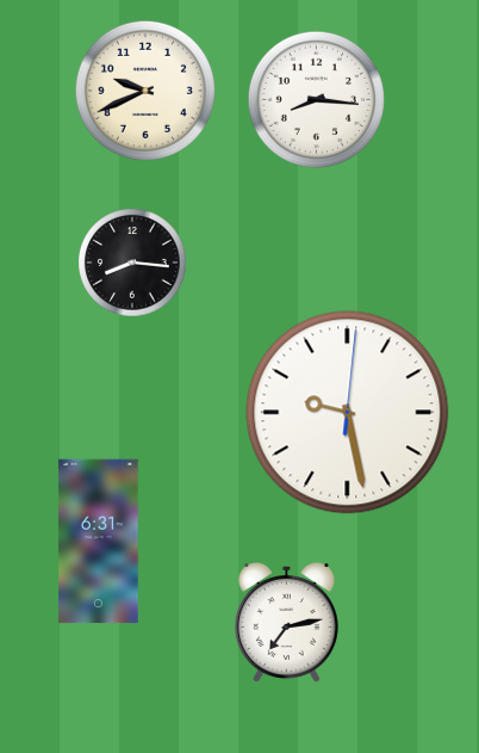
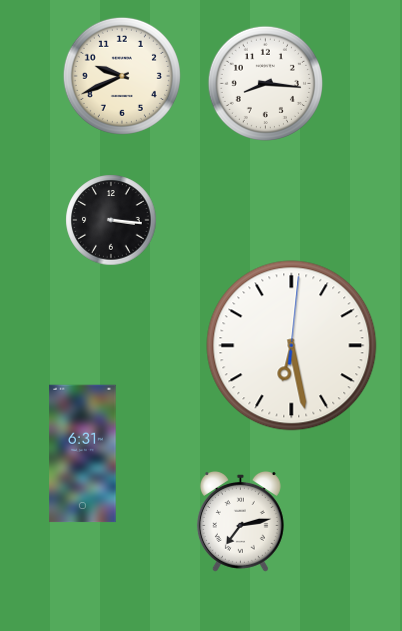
clock at (132, 263): 8:16 -> 3:16
clock at (348, 413): 9:28 -> 6:28
